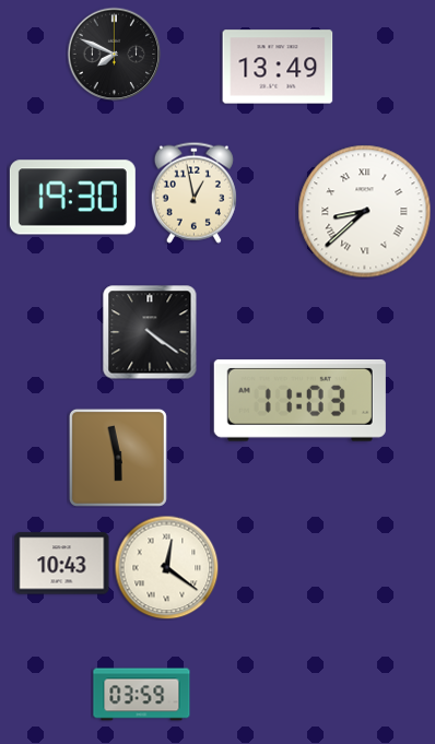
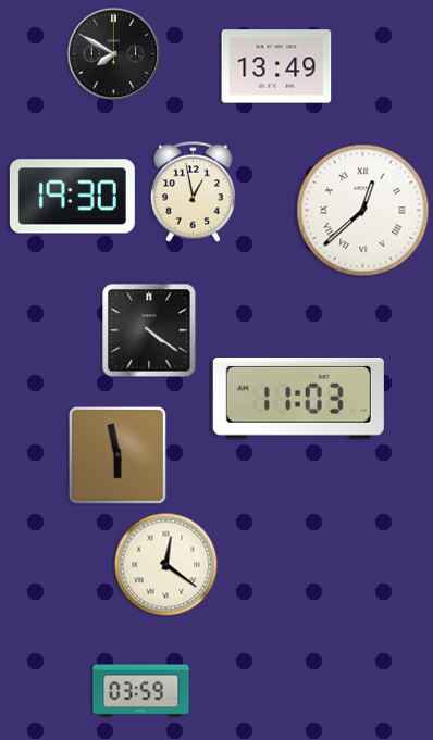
clock at (114, 54): 7:49 -> 7:50
clock at (365, 212): 8:38 -> 12:38
clock at (62, 564): 10:43 -> none
